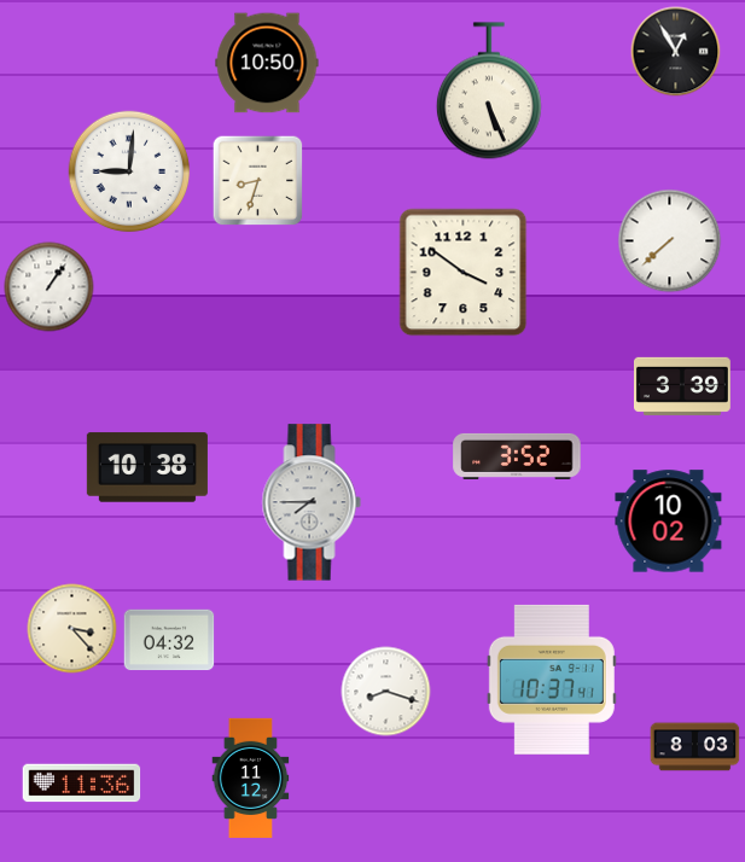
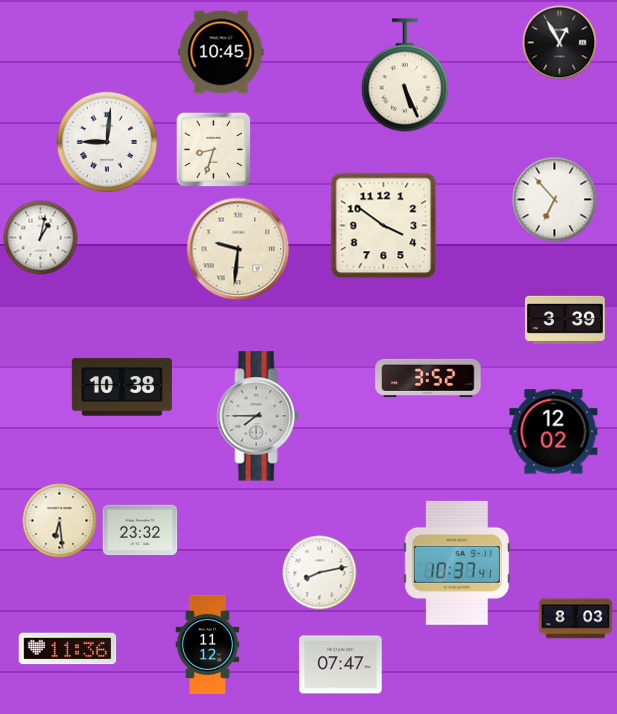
clock at (267, 63): 10:50 -> 10:45
clock at (670, 241): 7:38 -> 6:53
clock at (50, 287): 1:06 -> 1:02
clock at (238, 249): none -> 9:31
clock at (669, 522): 10:02 -> 12:02
clock at (72, 629): 3:23 -> 6:29
clock at (169, 640): 04:32 -> 23:32
clock at (386, 692): 8:18 -> 8:13
clock at (341, 665): none -> 07:47
